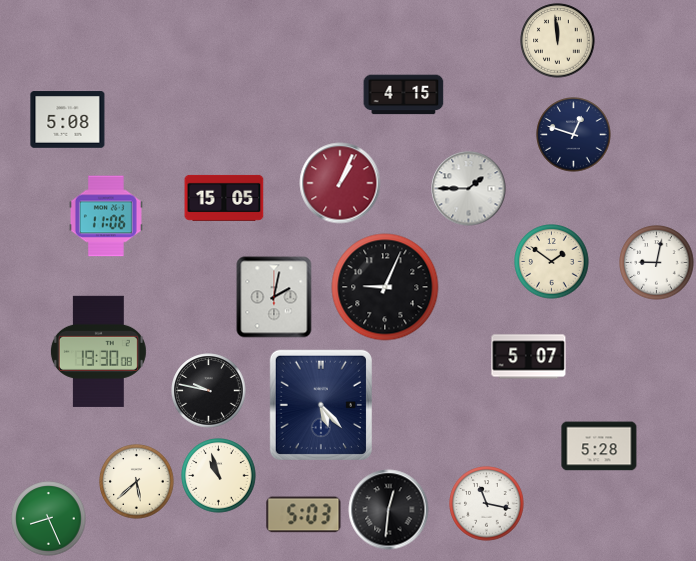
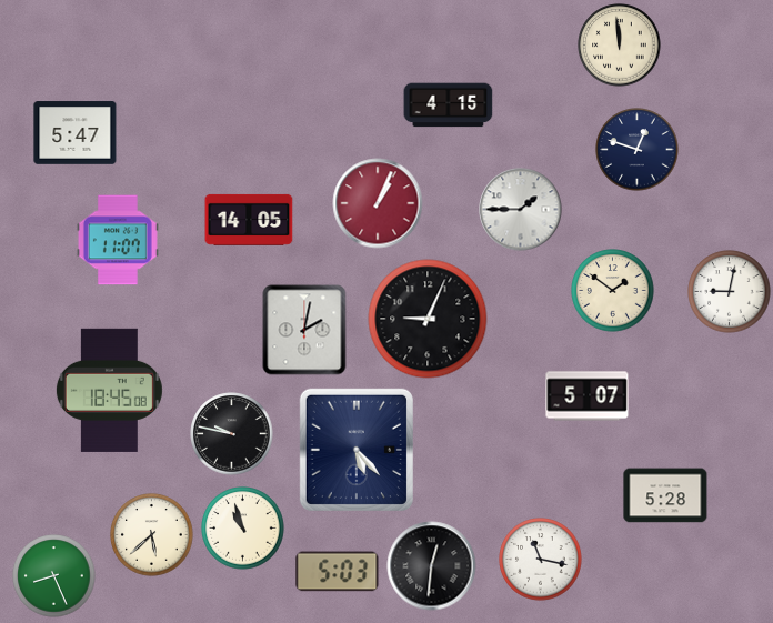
clock at (68, 120): 5:08 -> 5:47
clock at (224, 198): 15:05 -> 14:05
clock at (106, 216): 11:06 -> 11:07
clock at (98, 351): 19:30 -> 18:45
